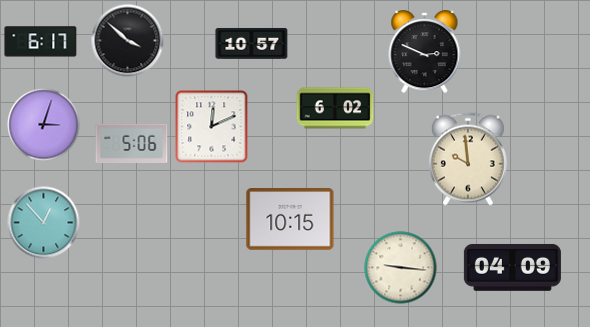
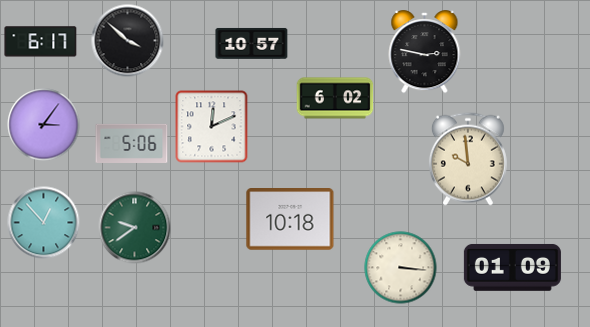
clock at (425, 52): 2:49 -> 2:47
clock at (335, 108) position: (335, 108) -> (335, 98)
clock at (44, 125): 3:03 -> 3:06
clock at (290, 220): 10:15 -> 10:18
clock at (135, 228): none -> 9:39
clock at (512, 267): 04:09 -> 01:09
clock at (401, 268): 9:16 -> 3:16
